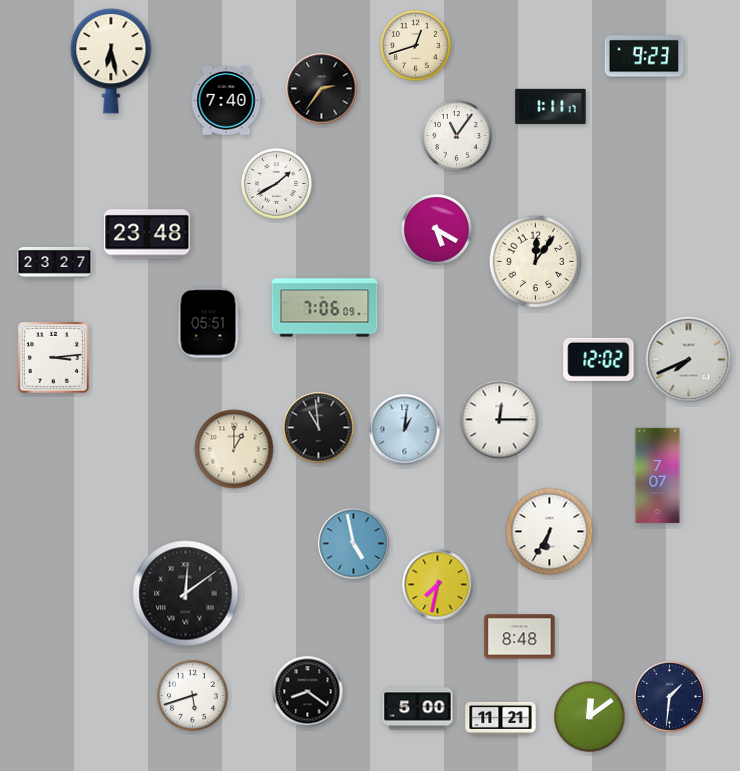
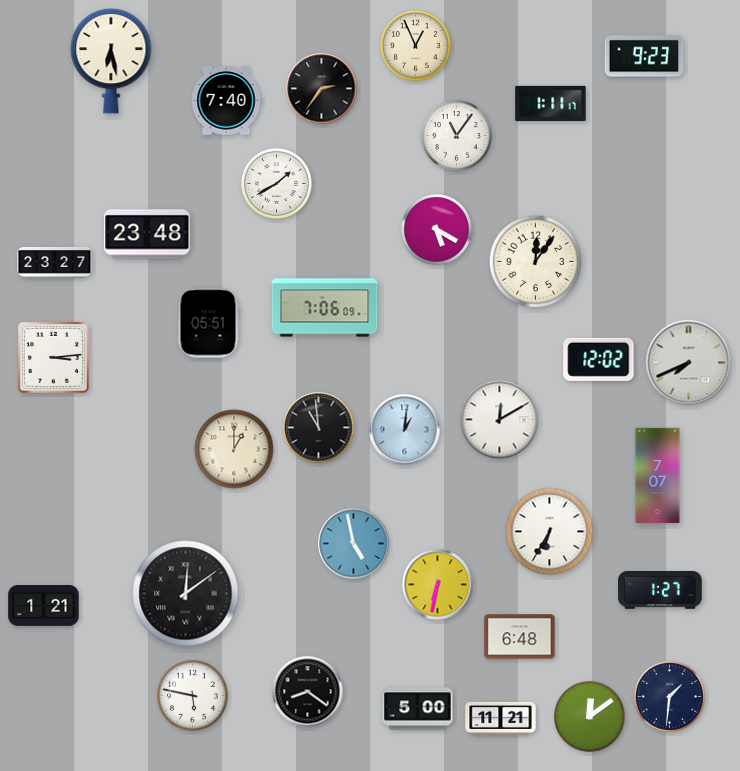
clock at (415, 45): 12:42 -> 12:56
clock at (551, 106) position: (551, 106) -> (551, 103)
clock at (689, 360) position: (689, 360) -> (689, 363)
clock at (500, 420): 12:15 -> 12:10
clock at (438, 585): 7:32 -> 6:32
clock at (660, 591): none -> 1:27
clock at (44, 606): none -> 1:21
clock at (520, 637): 8:48 -> 6:48
clock at (192, 695): 5:42 -> 5:47
